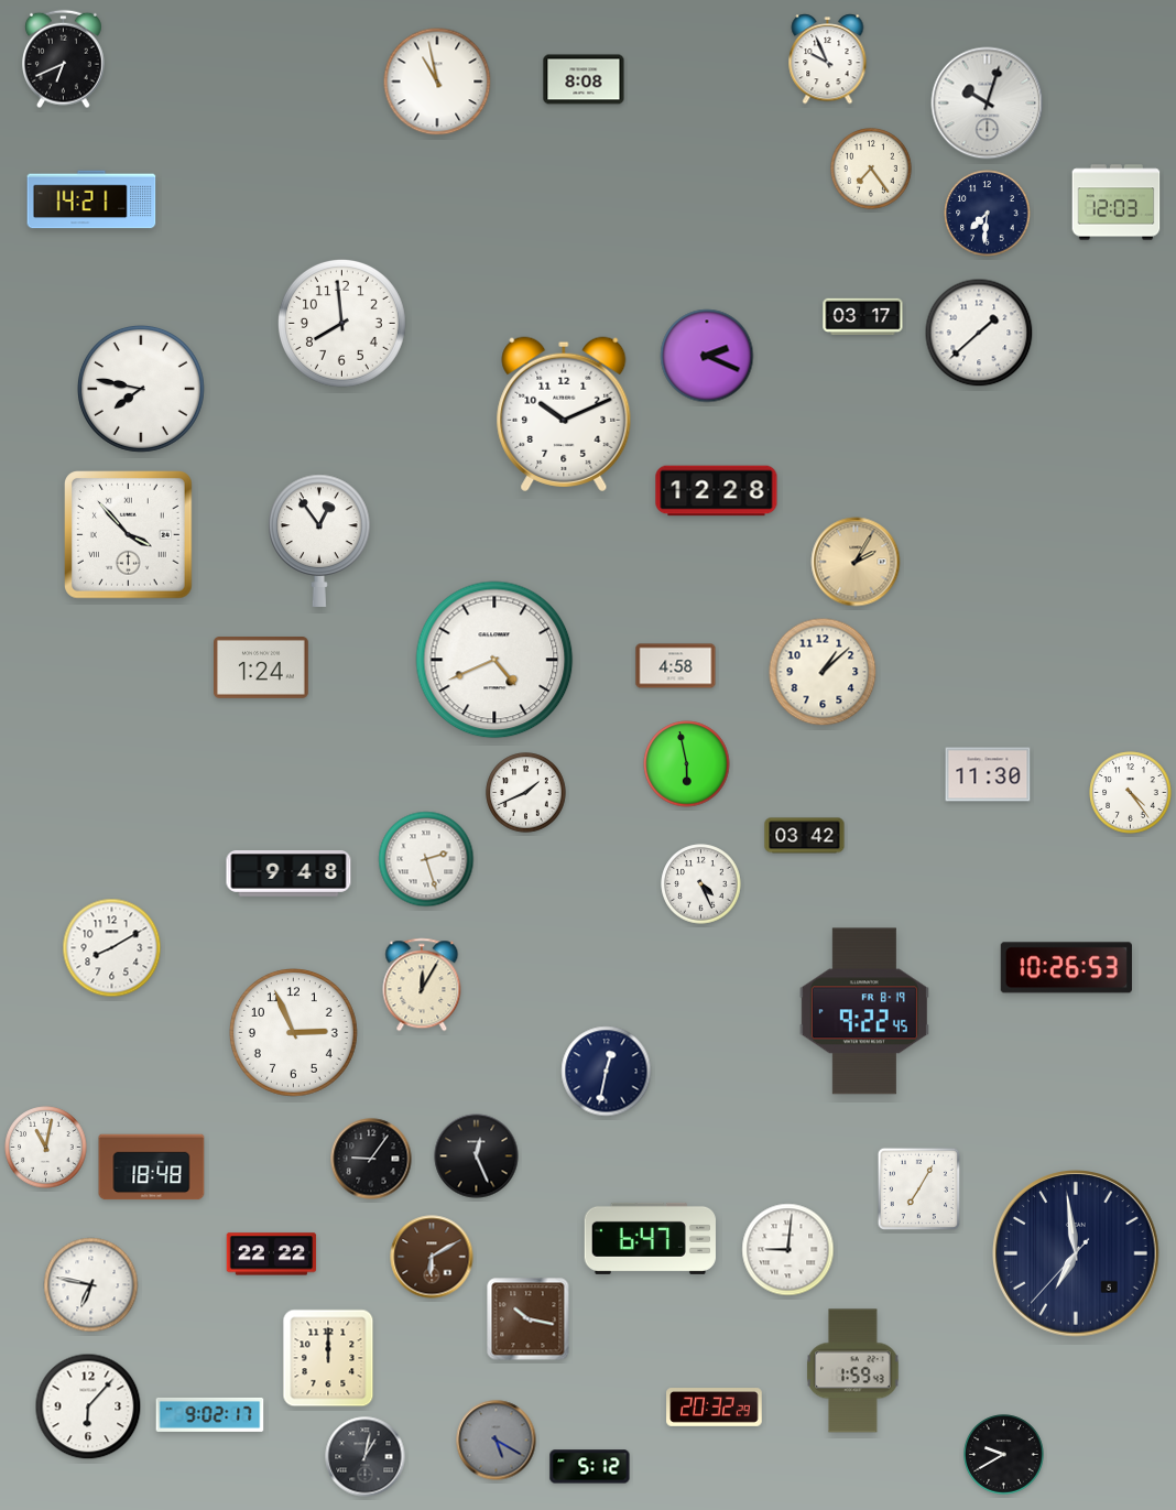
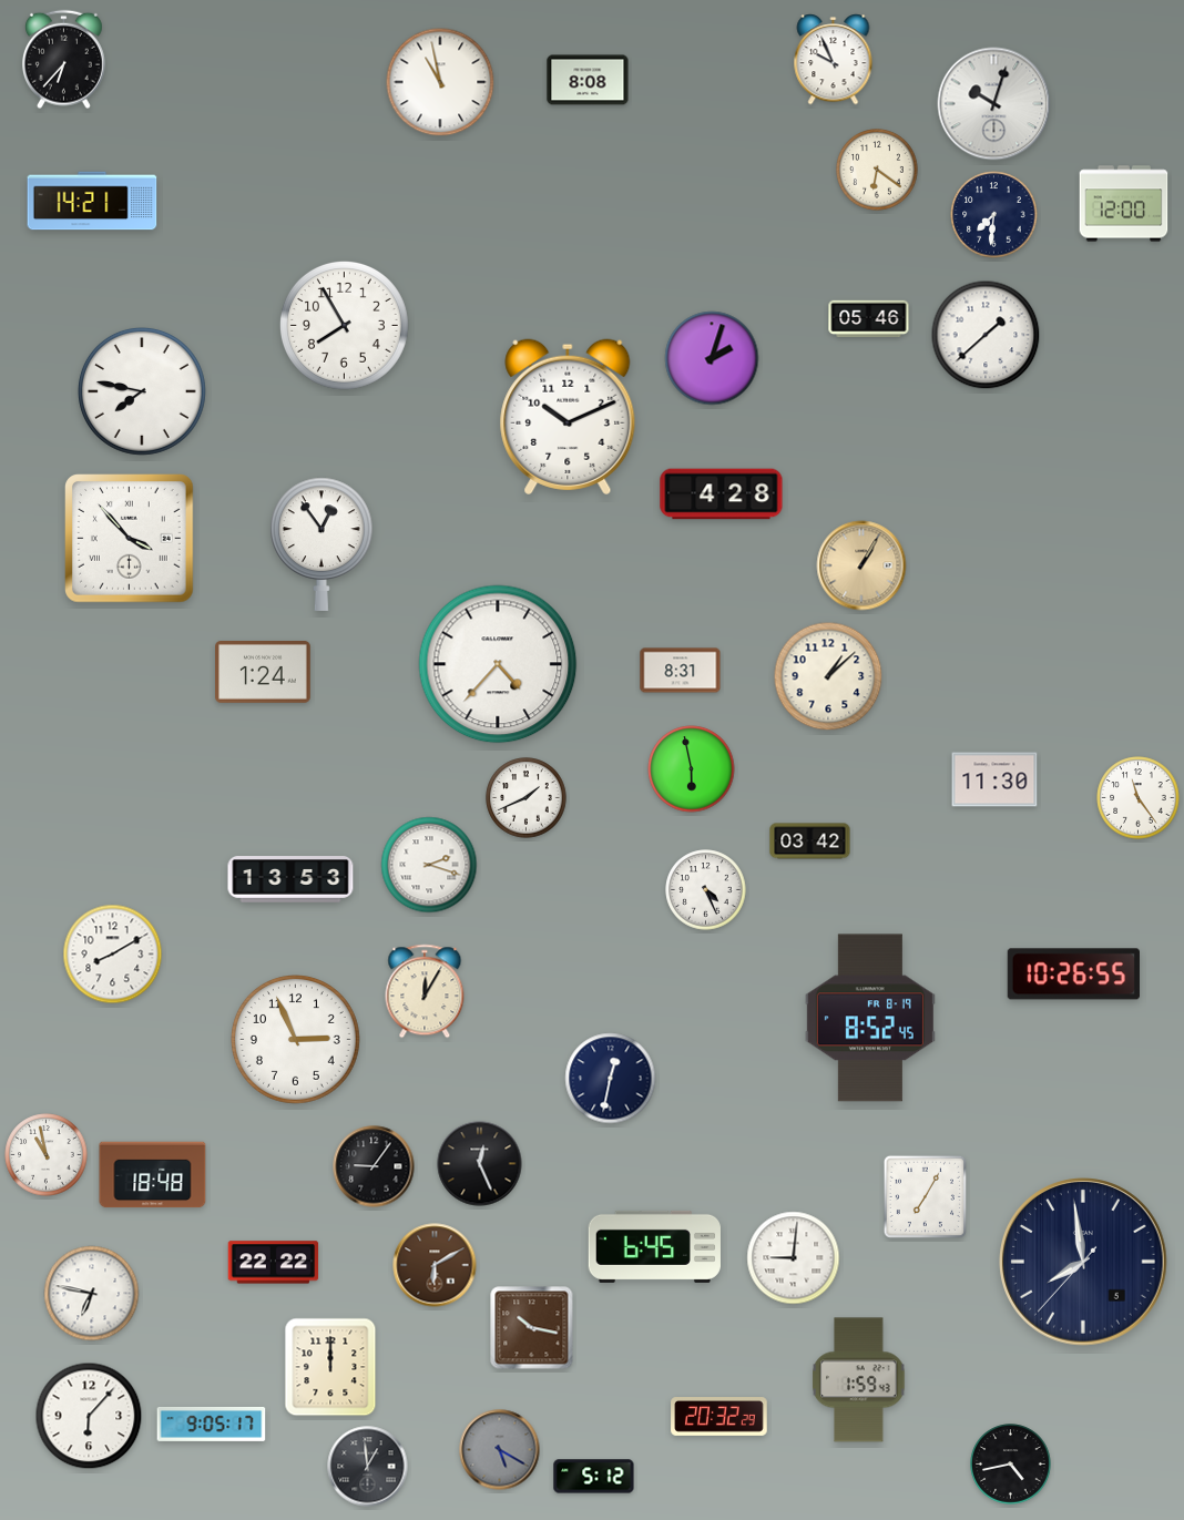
clock at (63, 59): 6:41 -> 6:37
clock at (871, 169): 7:24 -> 6:21
clock at (1117, 203): 12:03 -> 12:00
clock at (863, 317): 03:17 -> 05:46
clock at (341, 323): 7:59 -> 7:55
clock at (707, 356): 2:19 -> 2:03
clock at (717, 491): 12:28 -> 4:28
clock at (856, 562): 2:05 -> 1:05
clock at (494, 660): 4:41 -> 4:37
clock at (676, 666): 4:58 -> 8:31
clock at (526, 793) position: (526, 793) -> (527, 798)
clock at (1131, 793): 4:24 -> 11:24
clock at (426, 859): 2:27 -> 2:18
clock at (288, 873): 9:48 -> 13:53
clock at (1066, 968): 10:26:53 -> 10:26:55
clock at (864, 1011): 9:22 -> 8:52
clock at (46, 1148): 11:02 -> 10:58
clock at (650, 1238): 6:47 -> 6:45
clock at (1076, 1253): 6:58 -> 7:58
clock at (210, 1414): 9:02 -> 9:05
clock at (1004, 1455): 9:40 -> 4:43
clock at (366, 1457): 1:02 -> 12:59
